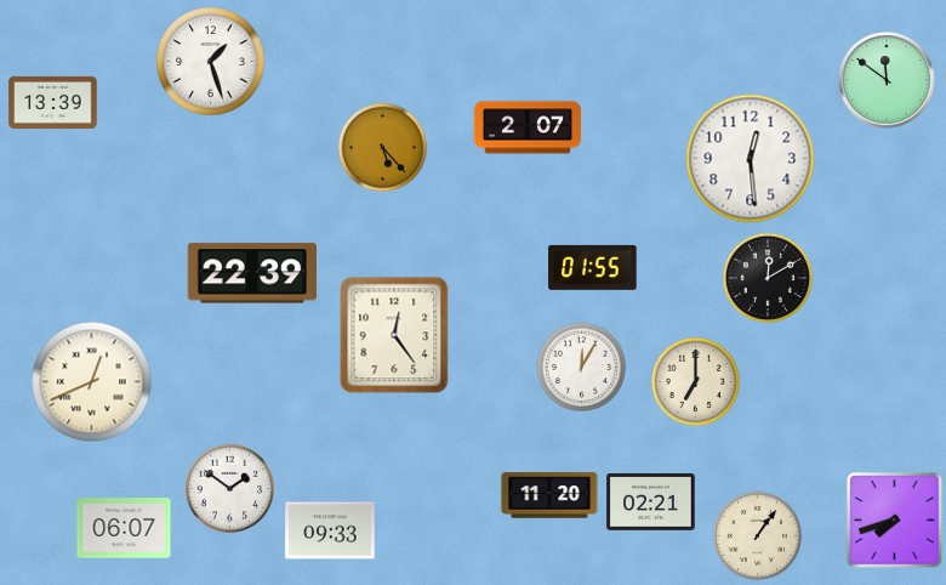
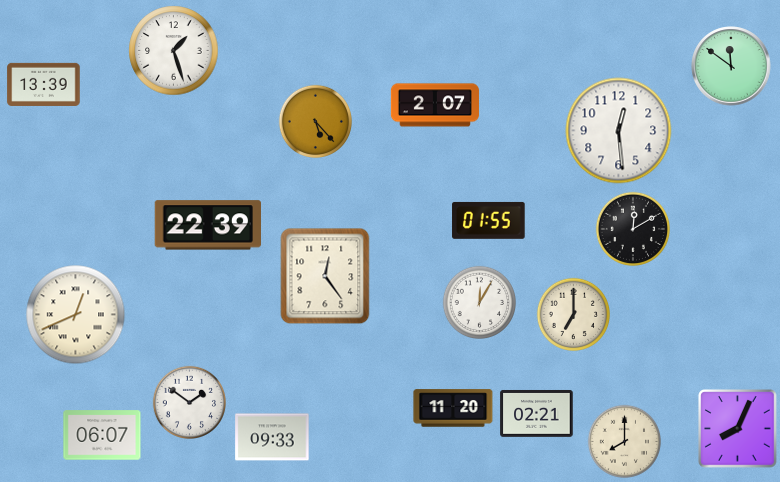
clock at (895, 521): 7:42 -> 8:04
clock at (757, 535): 1:06 -> 8:00
